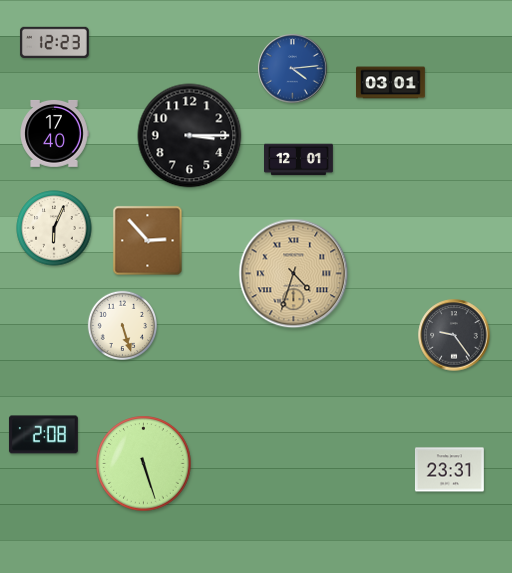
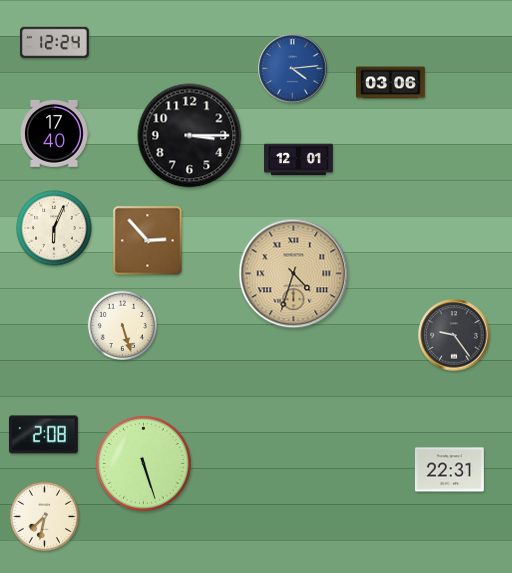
clock at (54, 43): 12:23 -> 12:24
clock at (391, 83): 03:01 -> 03:06
clock at (449, 470): 23:31 -> 22:31
clock at (44, 516): none -> 7:32
